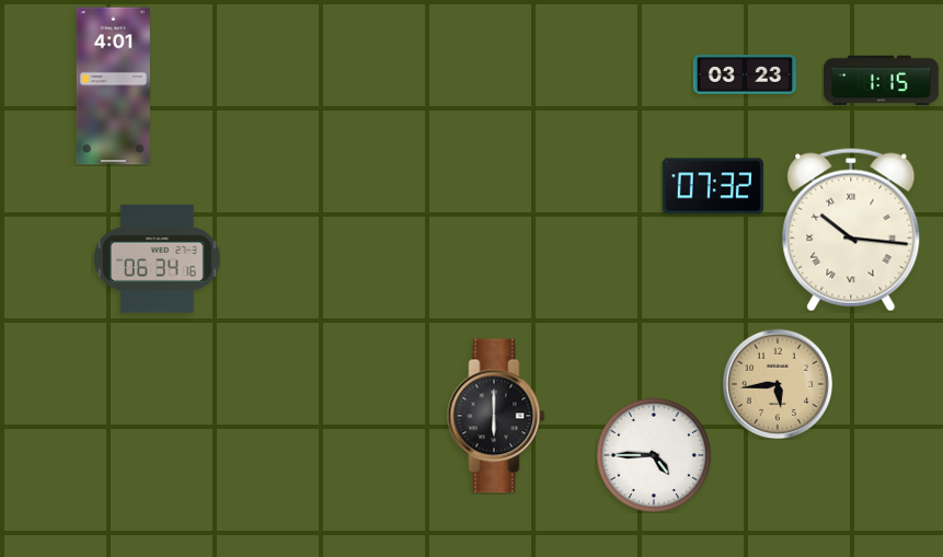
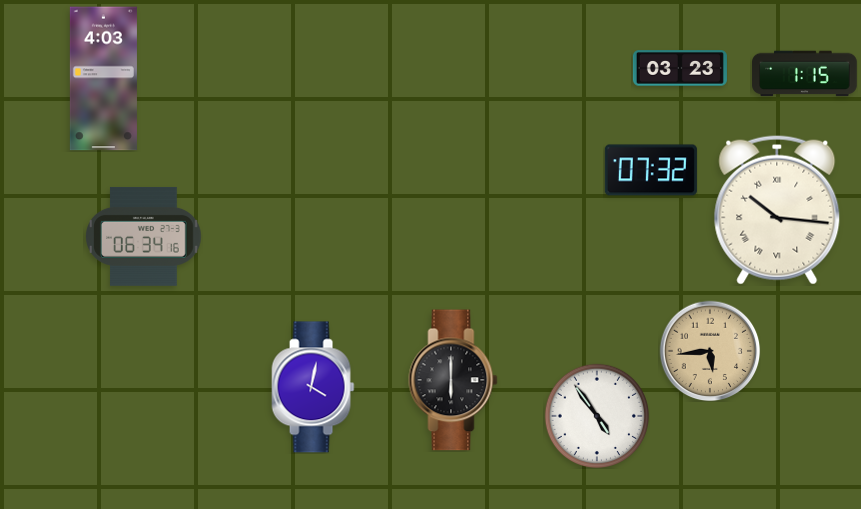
clock at (113, 86): 4:01 -> 4:03
clock at (313, 387): none -> 4:02
clock at (653, 454): 4:45 -> 4:54
